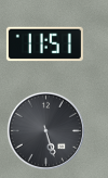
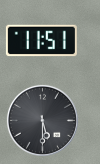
clock at (45, 130): 5:27 -> 5:30
